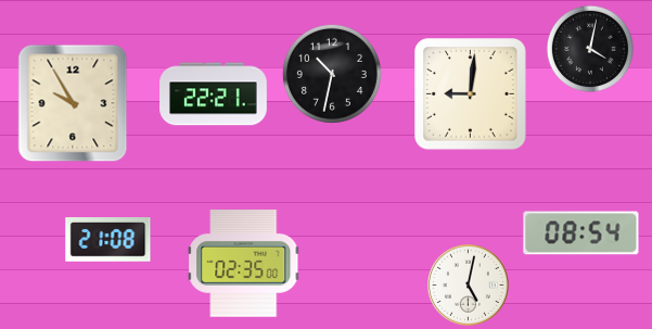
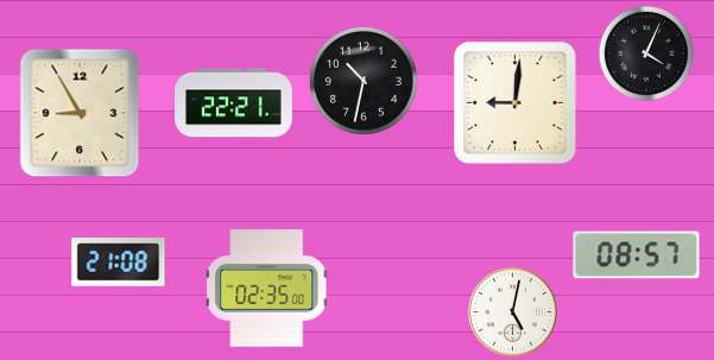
clock at (590, 49): 4:02 -> 4:04
clock at (73, 103): 9:55 -> 8:55
clock at (581, 233): 08:54 -> 08:57
